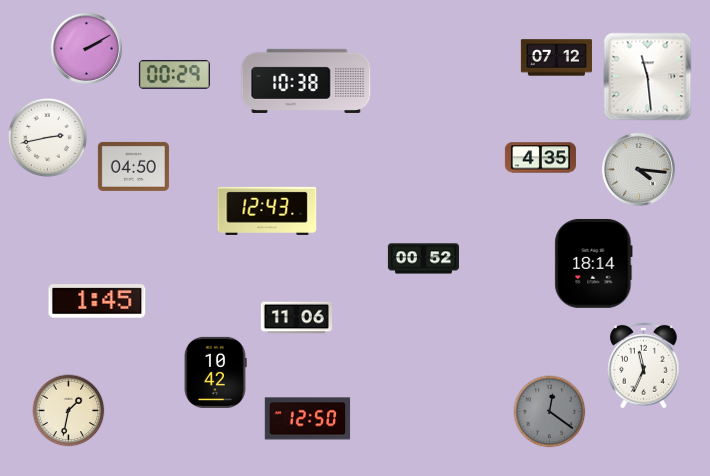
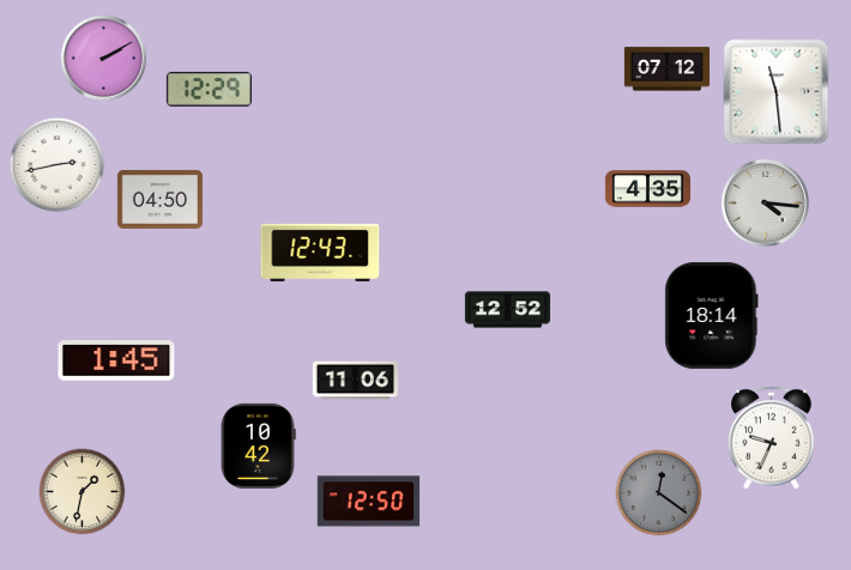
clock at (174, 75): 00:29 -> 12:29
clock at (306, 81): 10:38 -> none
clock at (423, 259): 00:52 -> 12:52
clock at (644, 365): 11:34 -> 9:34
